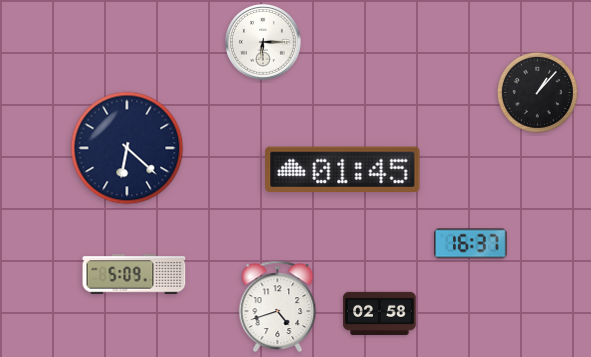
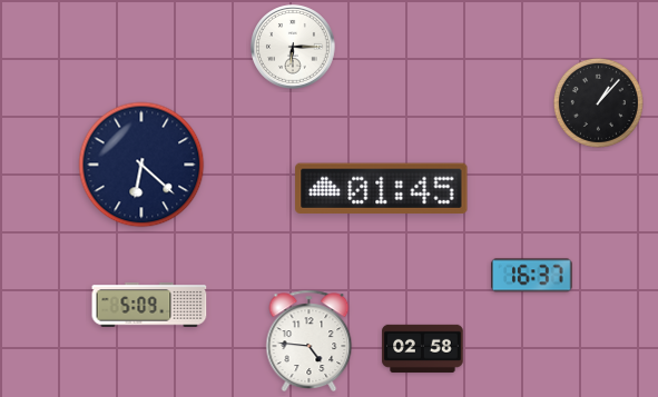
clock at (471, 244) position: (471, 244) -> (532, 276)
clock at (278, 306): 4:42 -> 4:46
